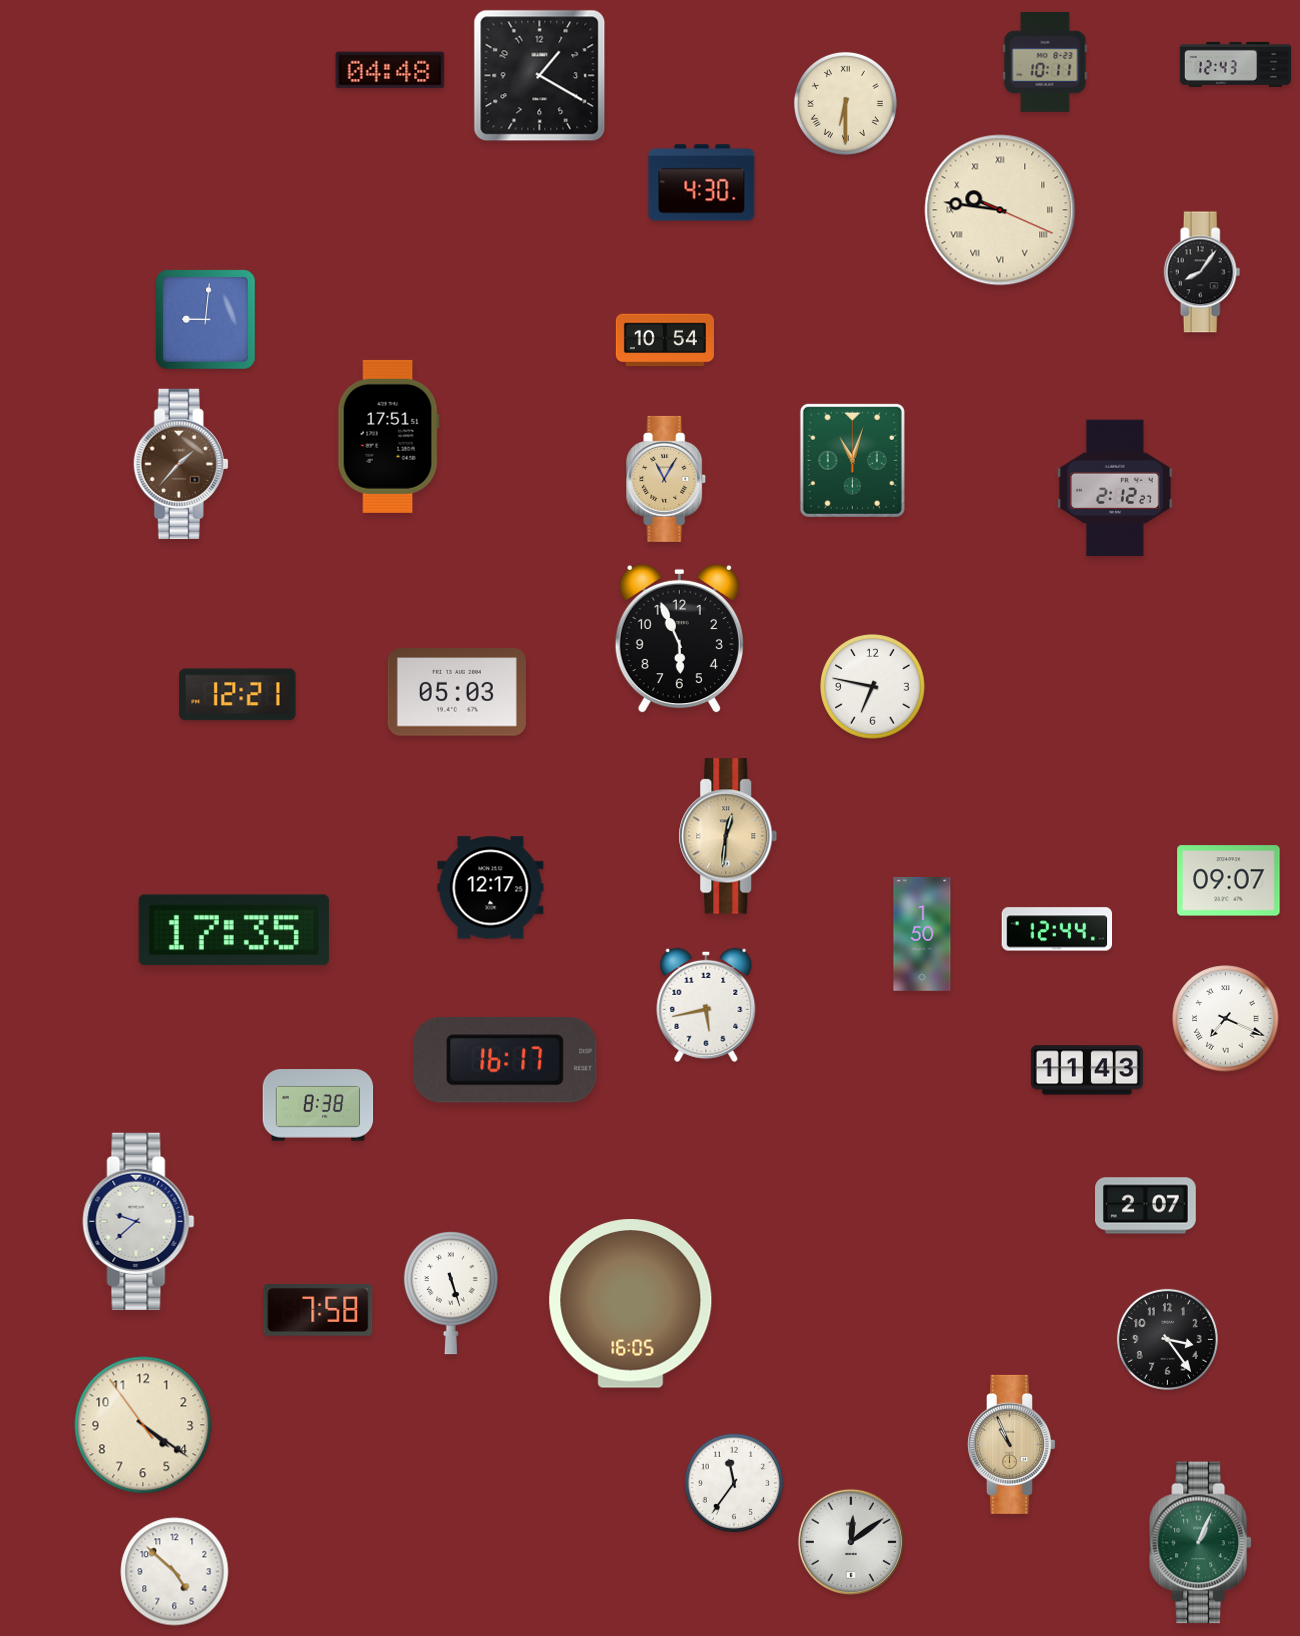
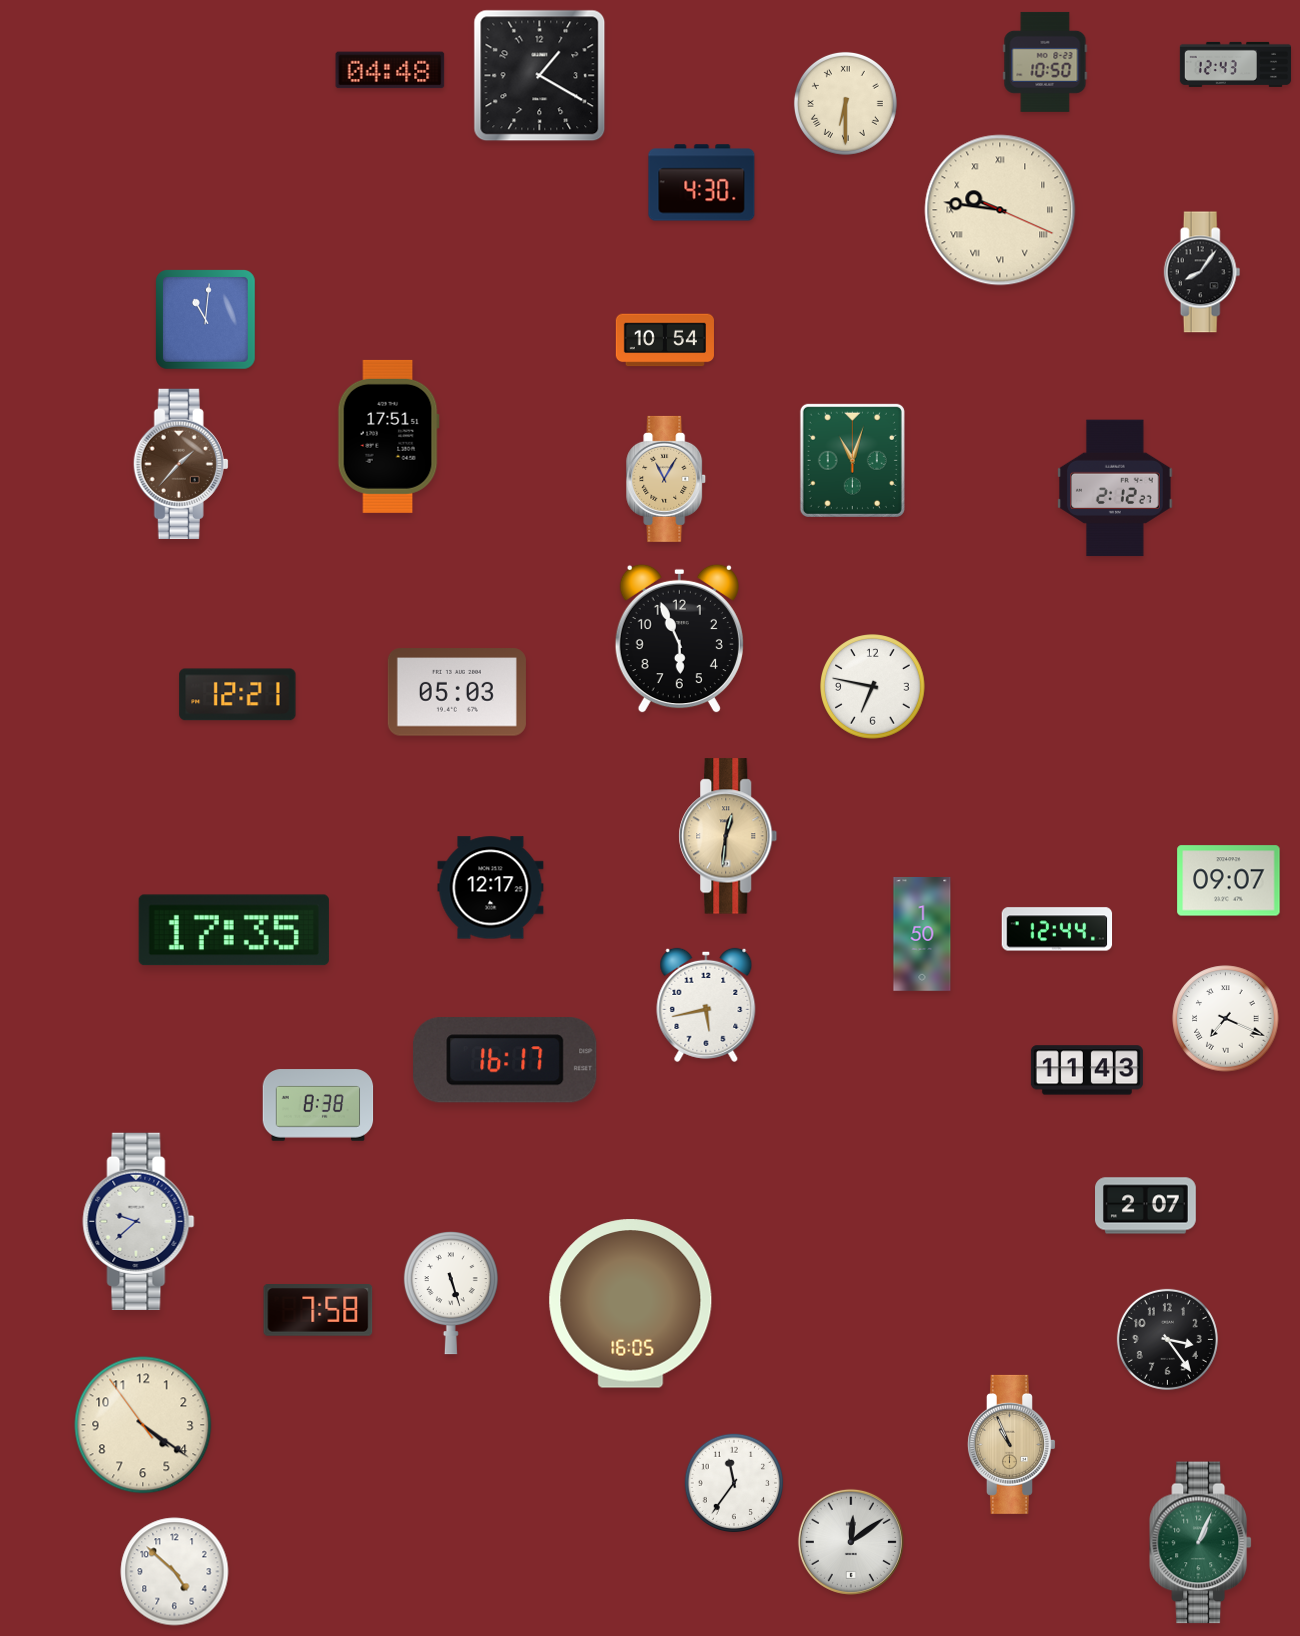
clock at (1045, 62): 10:11 -> 10:50
clock at (206, 320): 9:01 -> 11:01
